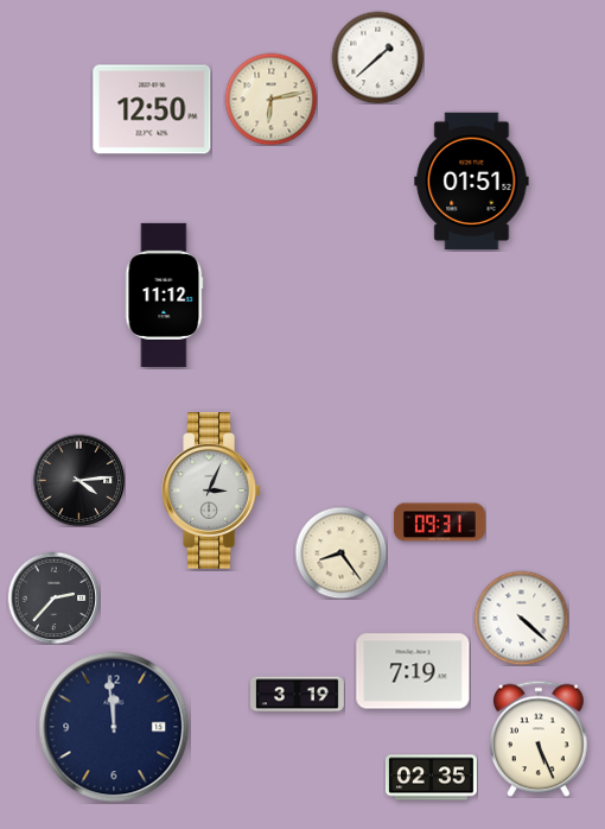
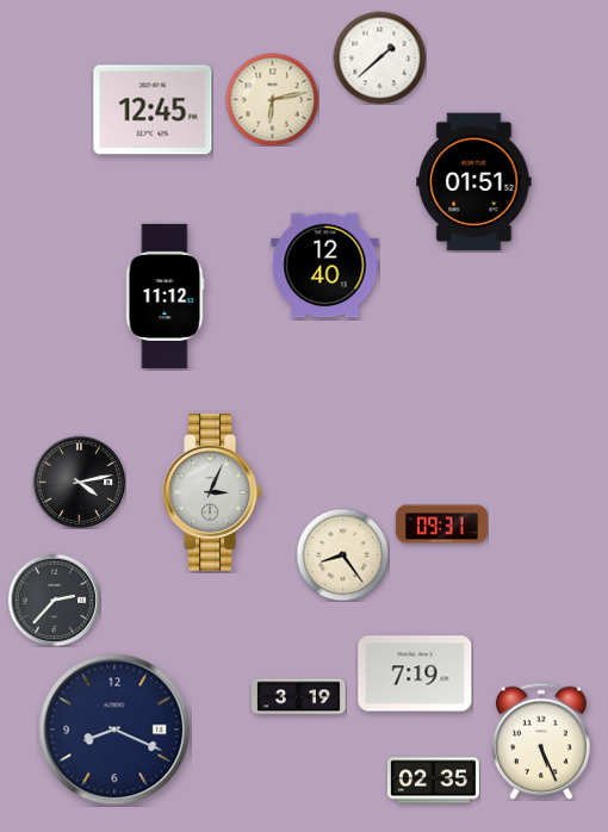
clock at (152, 109): 12:50 -> 12:45
clock at (325, 266): none -> 12:40
clock at (78, 480): 4:14 -> 4:13
clock at (521, 618): 4:22 -> none
clock at (114, 727): 11:59 -> 8:19
